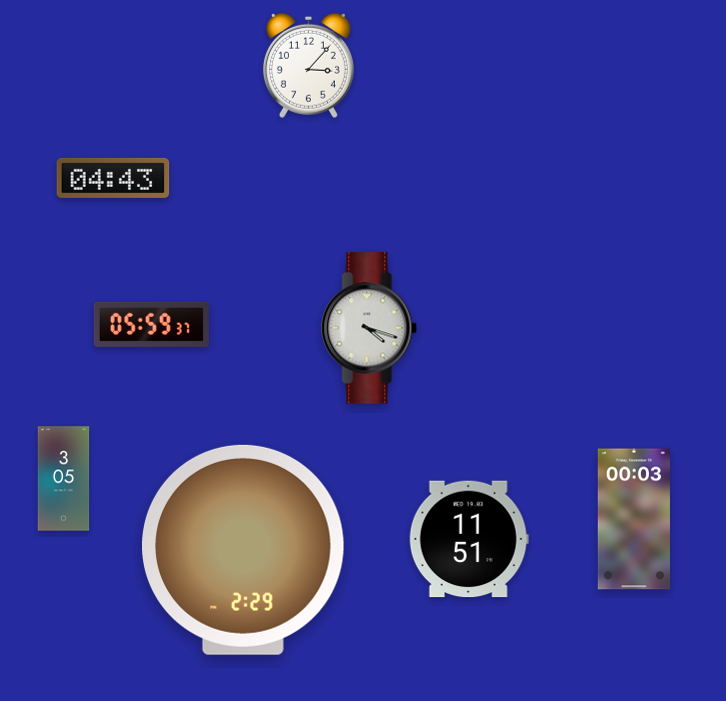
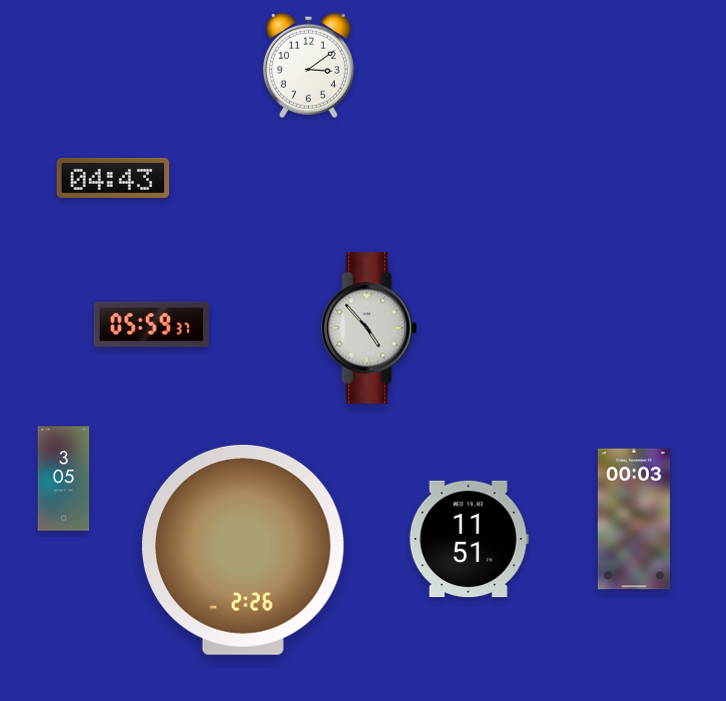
clock at (308, 65): 3:07 -> 3:09
clock at (370, 328): 4:18 -> 4:53
clock at (244, 550): 2:29 -> 2:26
